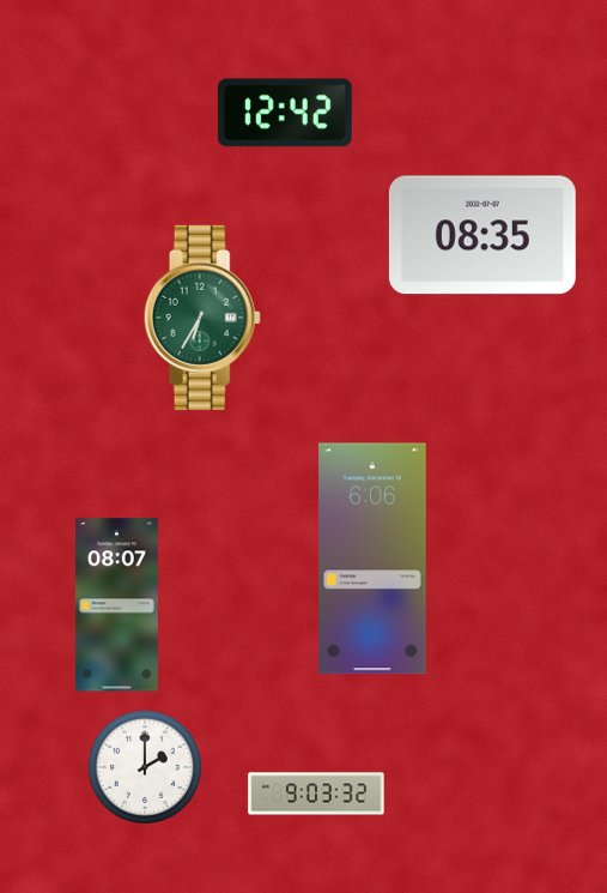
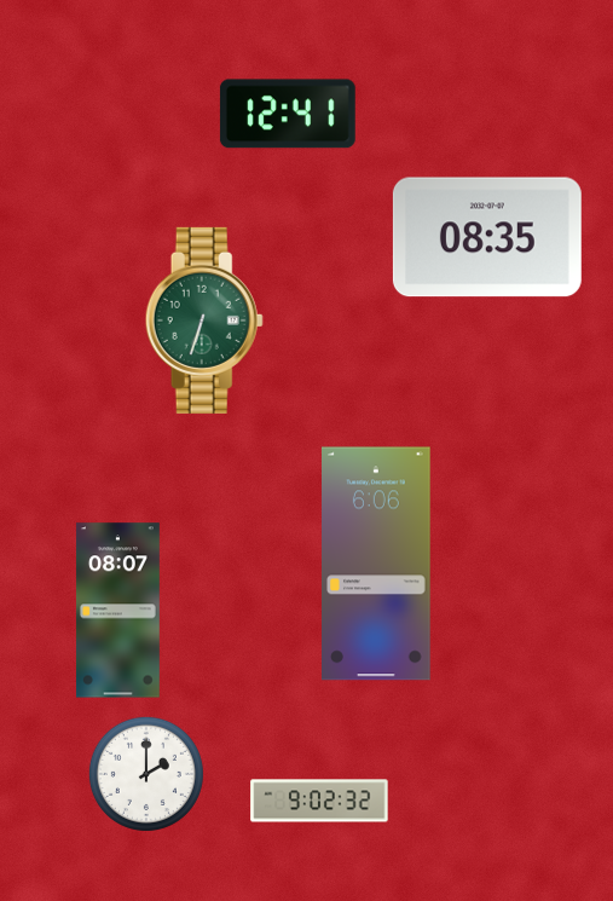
clock at (285, 113): 12:42 -> 12:41
clock at (202, 318): 6:35 -> 6:33
clock at (316, 794): 9:03 -> 9:02
